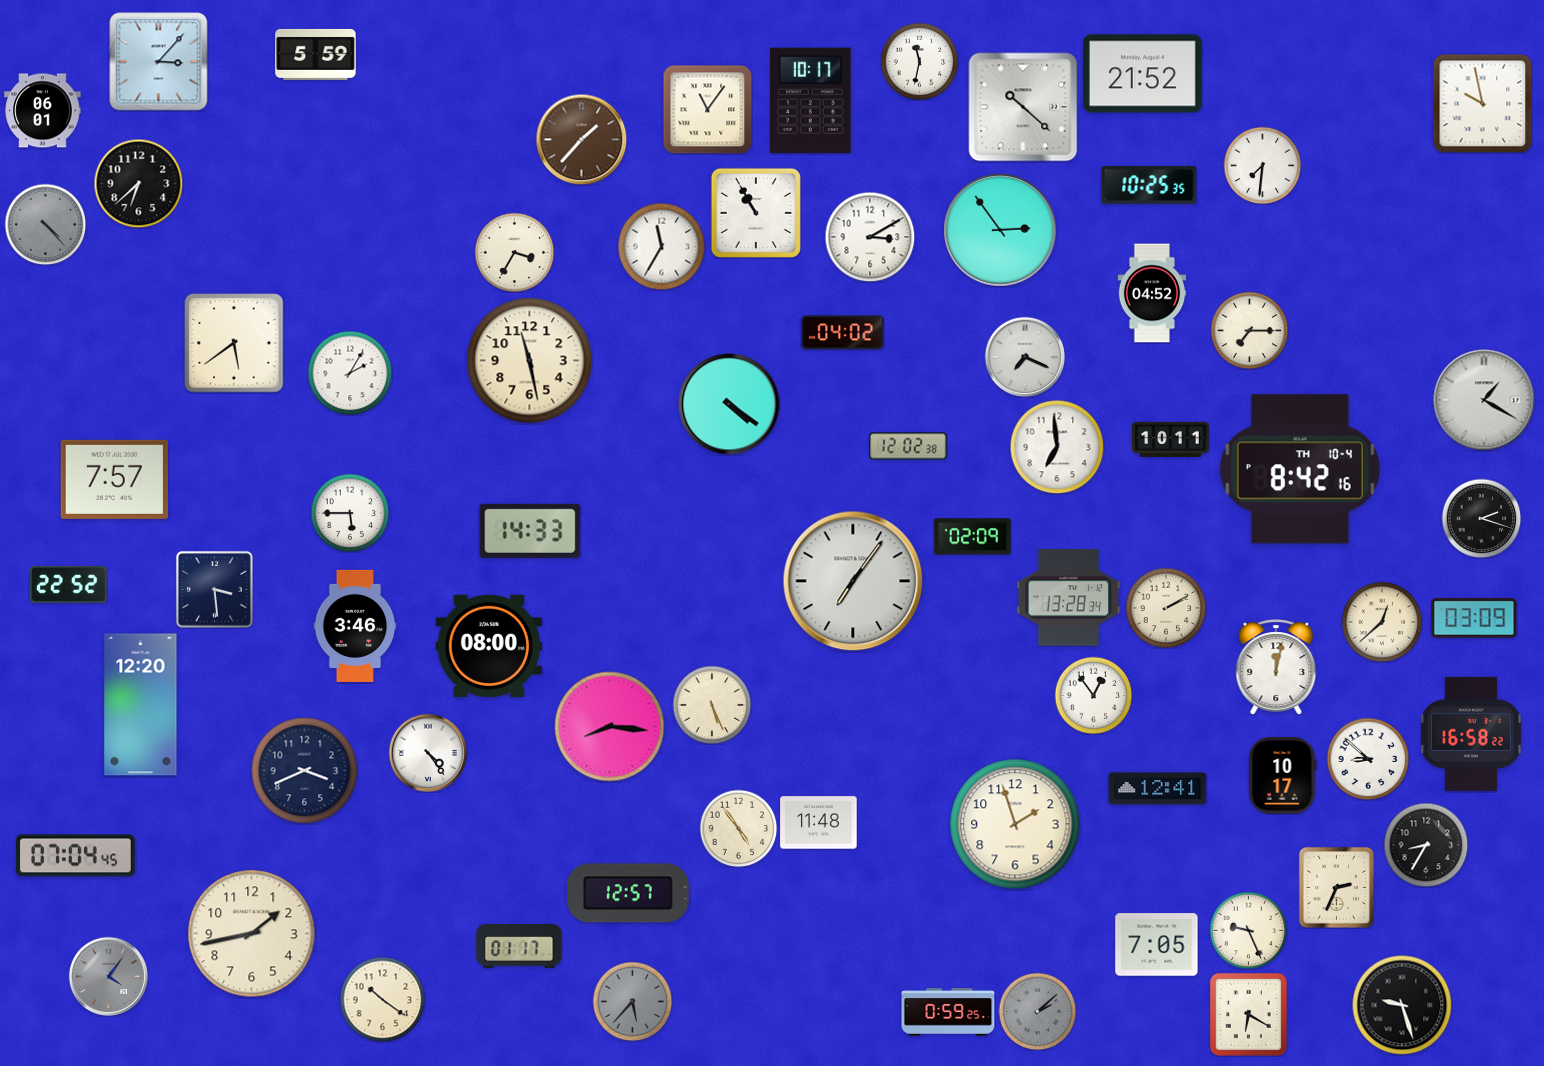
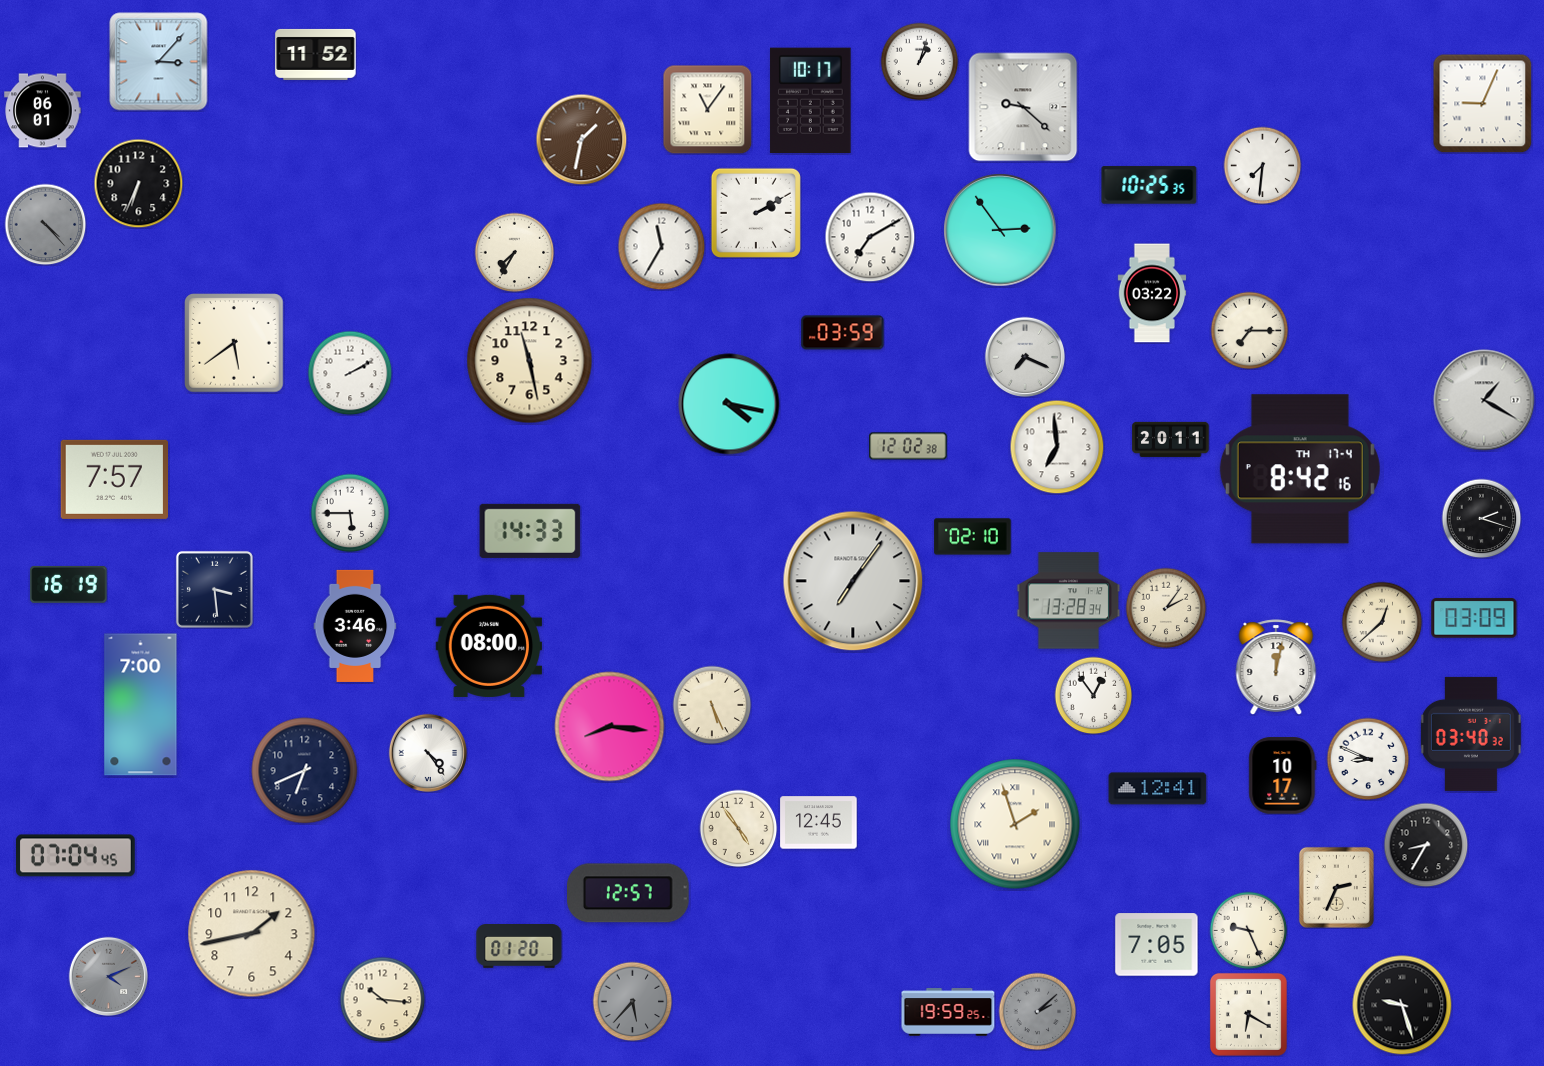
clock at (316, 54): 5:59 -> 11:52
clock at (919, 61): 11:32 -> 1:03
clock at (1143, 74): 21:52 -> none
clock at (1482, 103): 9:58 -> 9:04
clock at (1023, 107): 10:22 -> 9:22
clock at (581, 139): 1:37 -> 1:32
clock at (138, 183): 6:38 -> 6:34
clock at (756, 213): 10:55 -> 2:10
clock at (870, 237): 3:10 -> 7:10
clock at (514, 252): 3:35 -> 7:35
clock at (1152, 293): 04:52 -> 03:22
clock at (843, 333): 04:02 -> 03:59
clock at (350, 373): 2:05 -> 2:10
clock at (729, 404): 4:21 -> 4:17
clock at (1171, 439): 10:11 -> 20:11
clock at (1300, 469) date: TH 10-4 -> TH 17-4
clock at (973, 537): 02:09 -> 02:10
clock at (69, 584): 22:52 -> 16:19
clock at (1069, 598) position: (1069, 598) -> (1069, 601)
clock at (1166, 608): 2:10 -> 2:06
clock at (141, 705): 12:20 -> 7:00
clock at (1471, 734): 16:58 -> 03:40
clock at (1368, 759): 8:52 -> 8:49
clock at (305, 771): 3:41 -> 6:41
clock at (819, 823): 11:48 -> 12:45
clock at (1015, 824) numerals: Arabic -> Roman
clock at (519, 947): 01:17 -> 01:20
clock at (108, 976): 4:06 -> 4:11
clock at (382, 999): 10:21 -> 10:16
clock at (948, 1012): 0:59 -> 19:59
